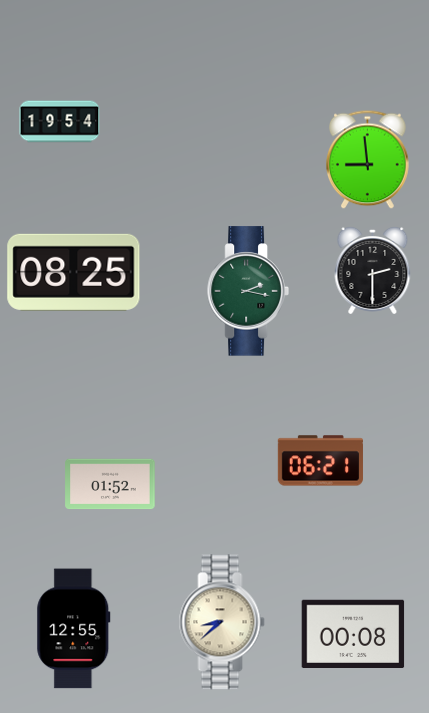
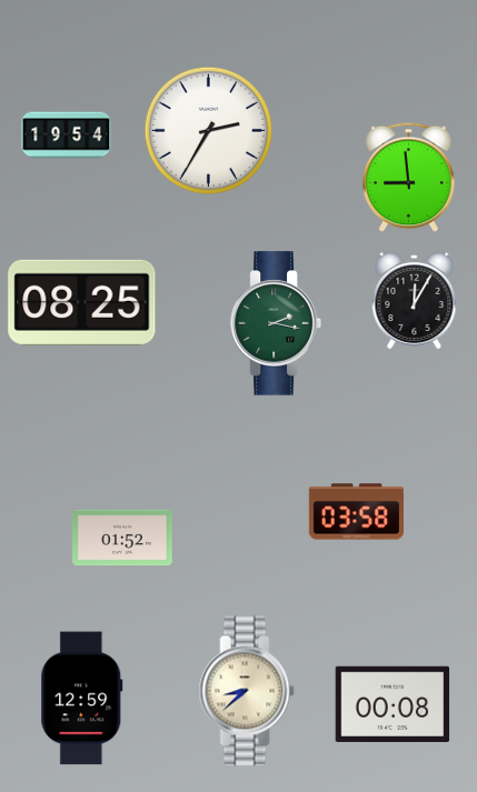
clock at (208, 130): none -> 2:35
clock at (373, 271): 2:30 -> 12:05
clock at (320, 461): 06:21 -> 03:58
clock at (74, 629): 12:55 -> 12:59
